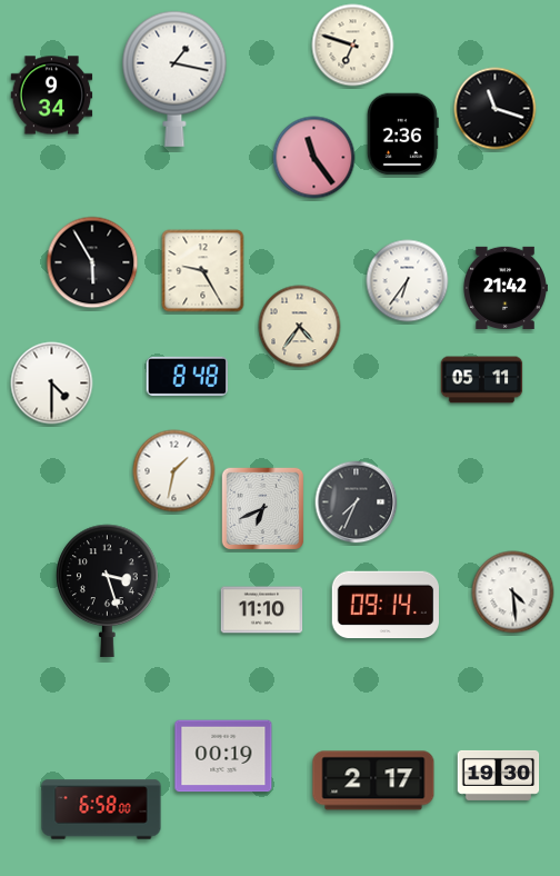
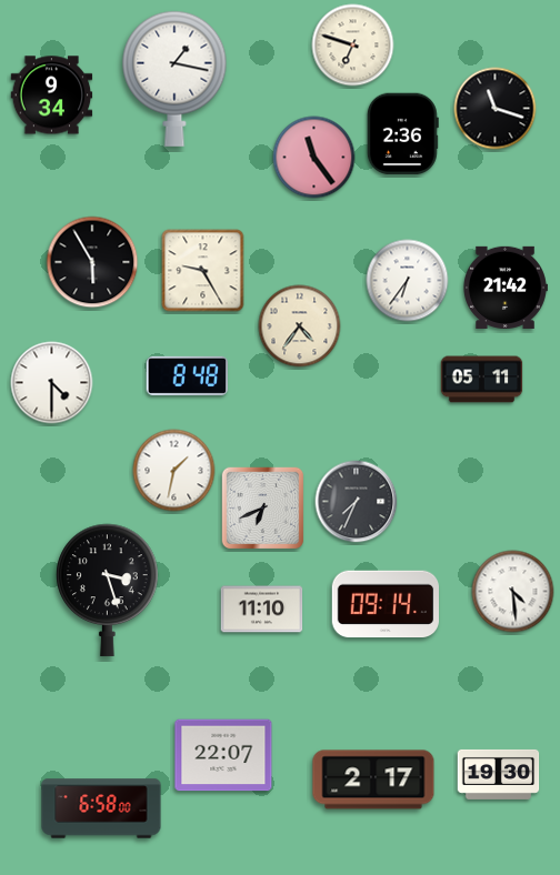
clock at (223, 756): 00:19 -> 22:07
